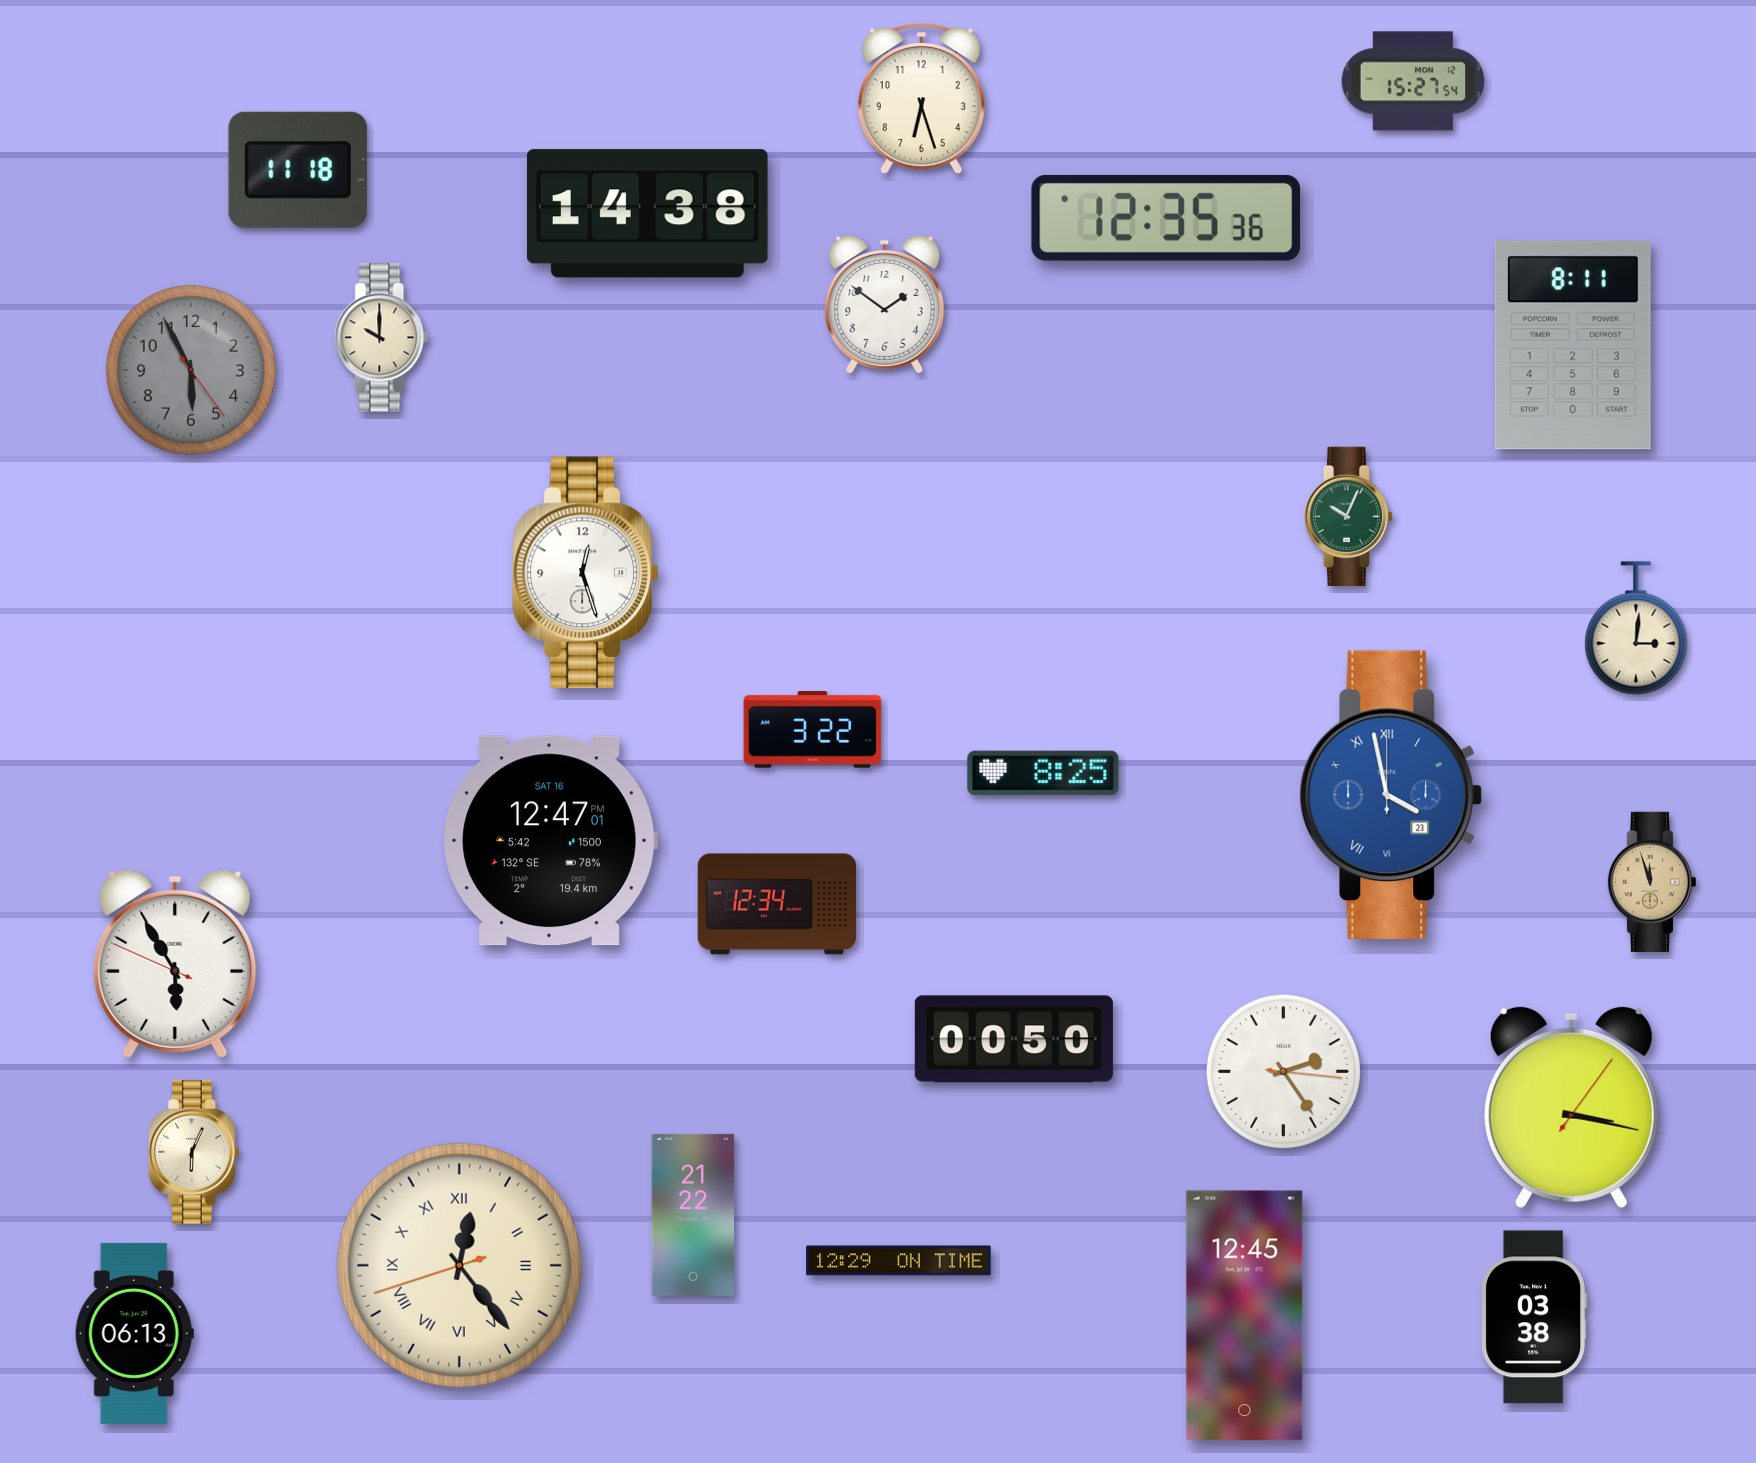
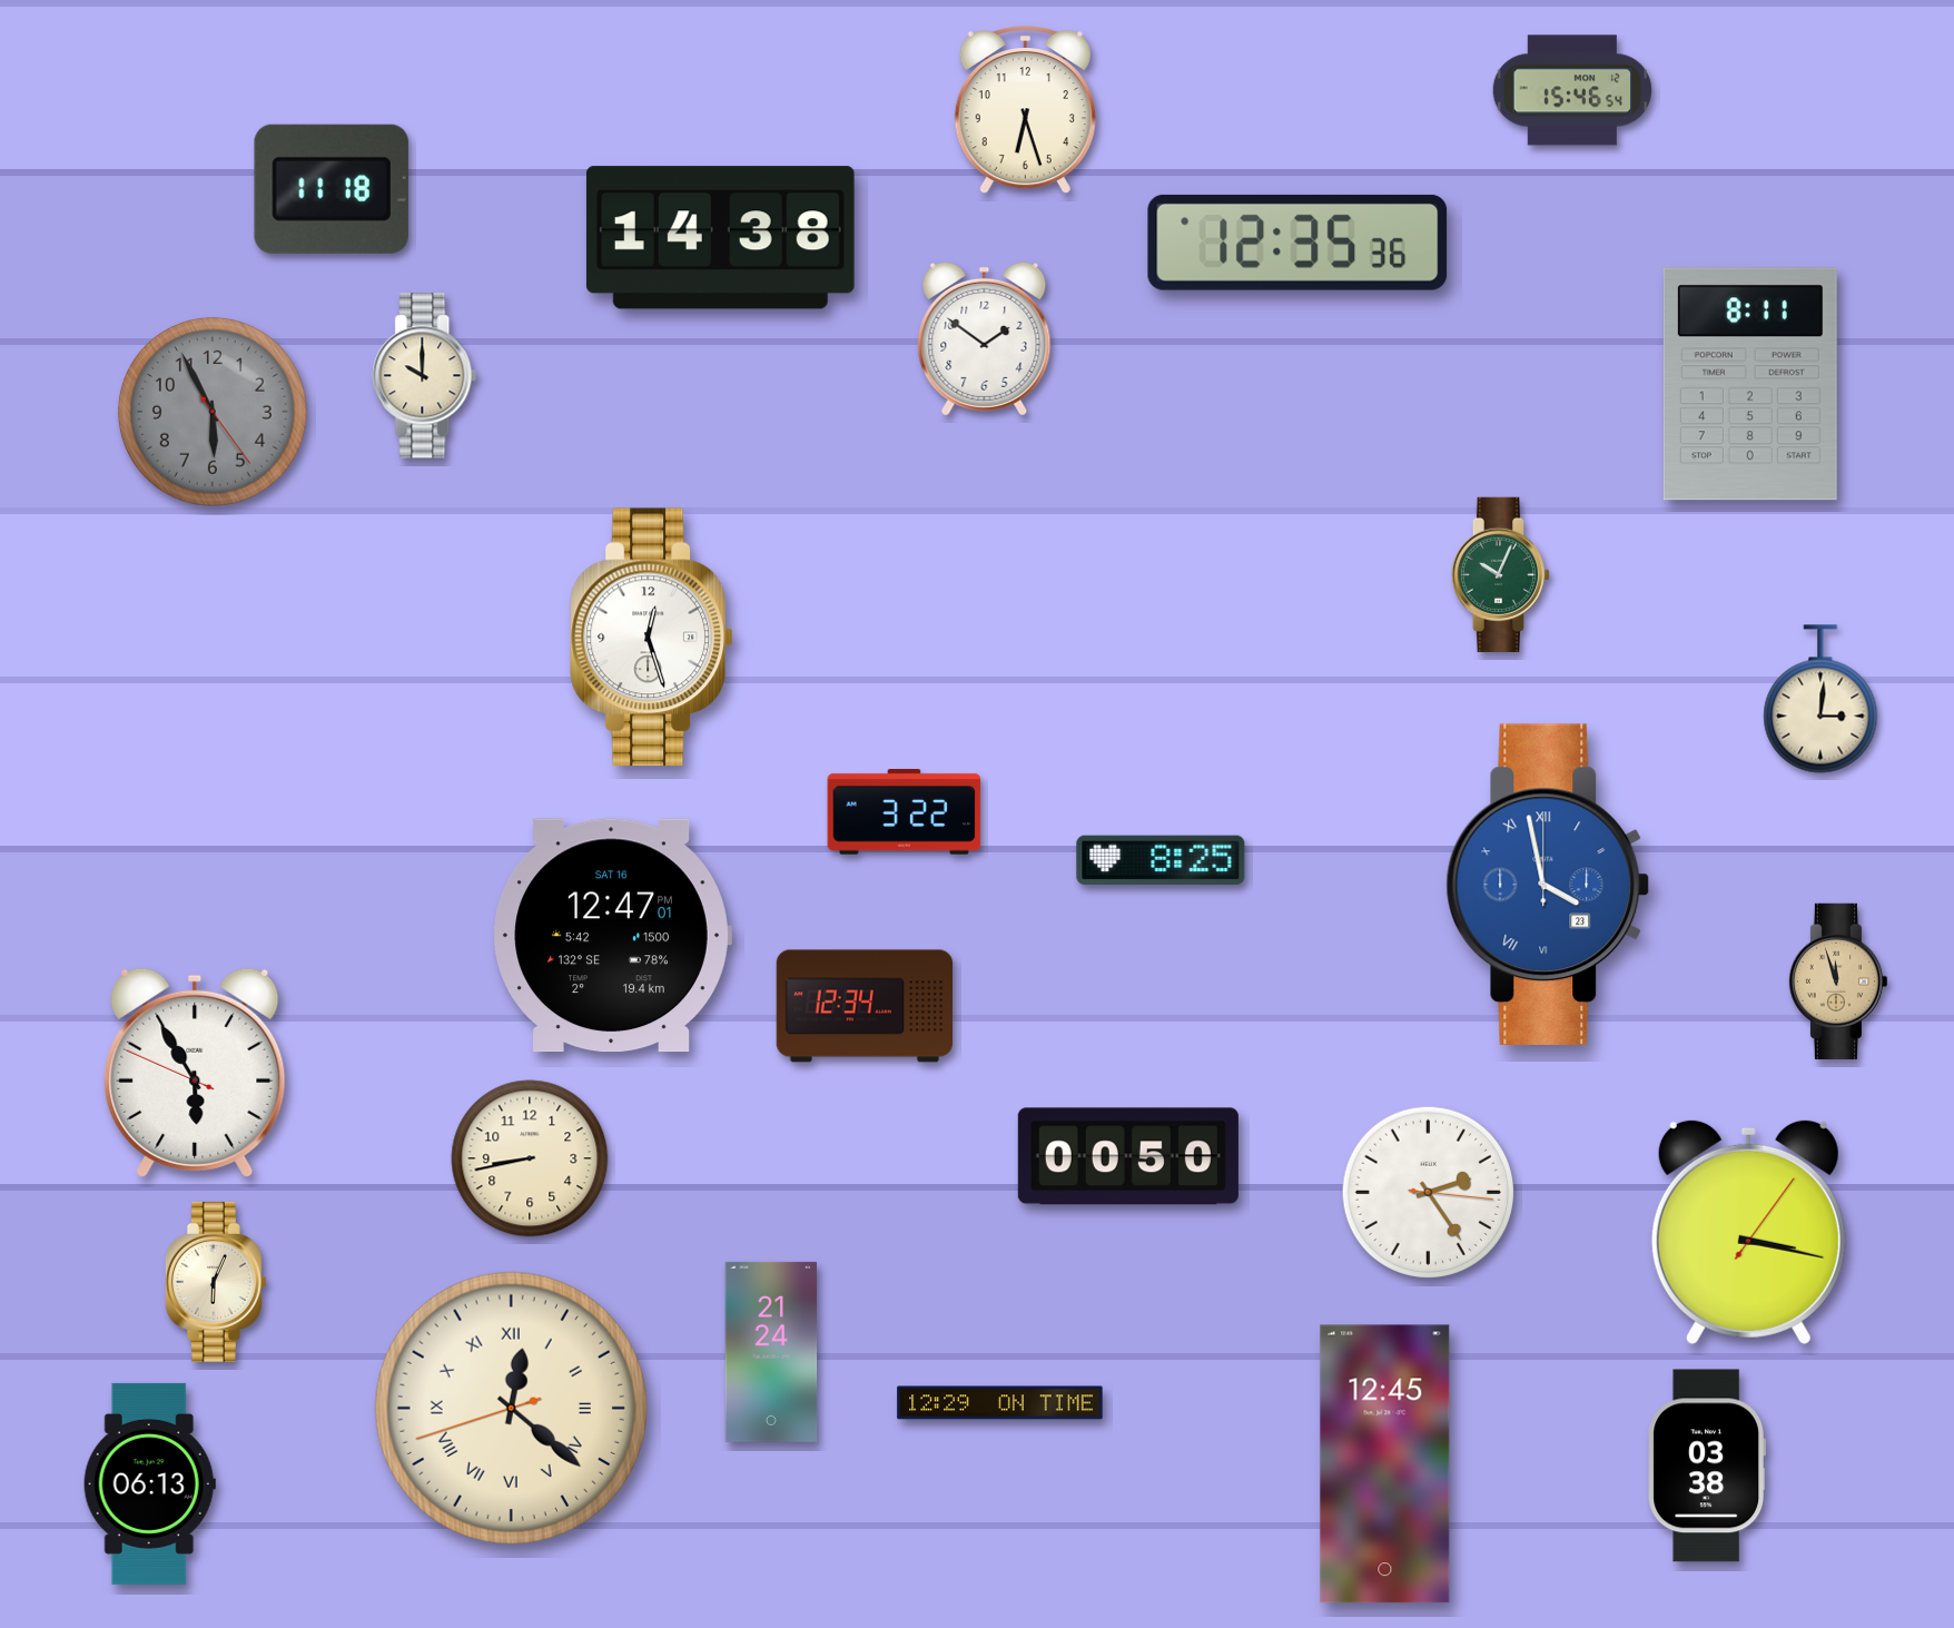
clock at (1413, 81): 15:27 -> 15:46
clock at (530, 1158): none -> 8:43
clock at (693, 1215): 21:22 -> 21:24
clock at (459, 1265): 12:23 -> 12:21
